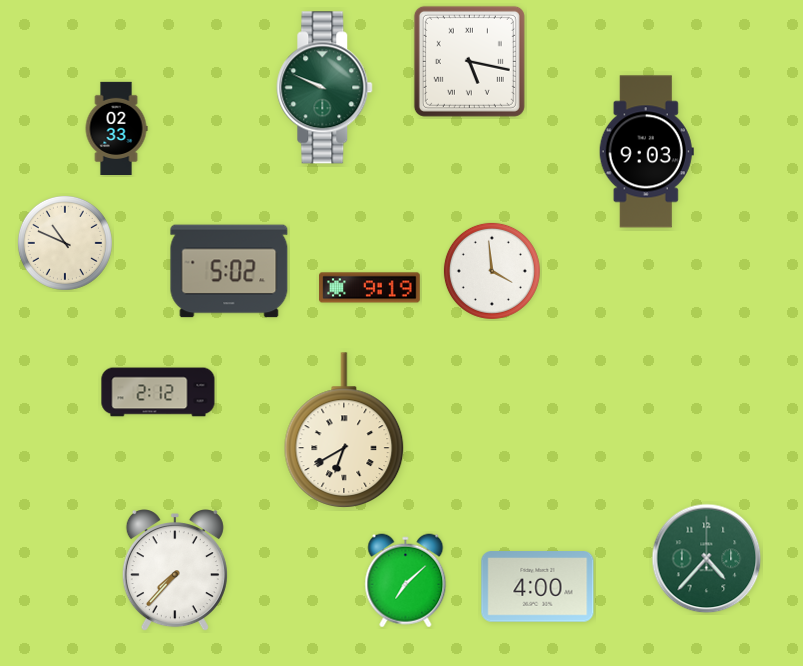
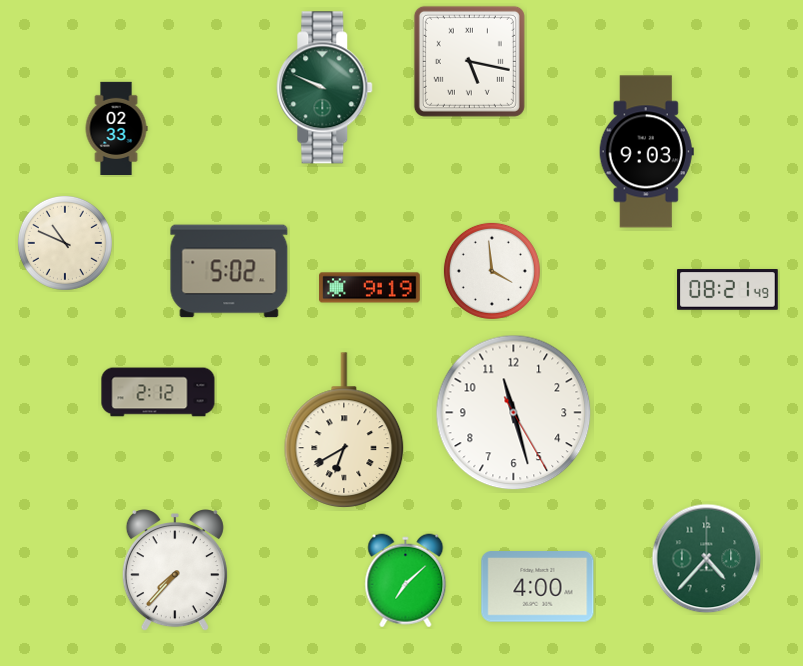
clock at (728, 290): none -> 08:21
clock at (514, 413): none -> 11:27
